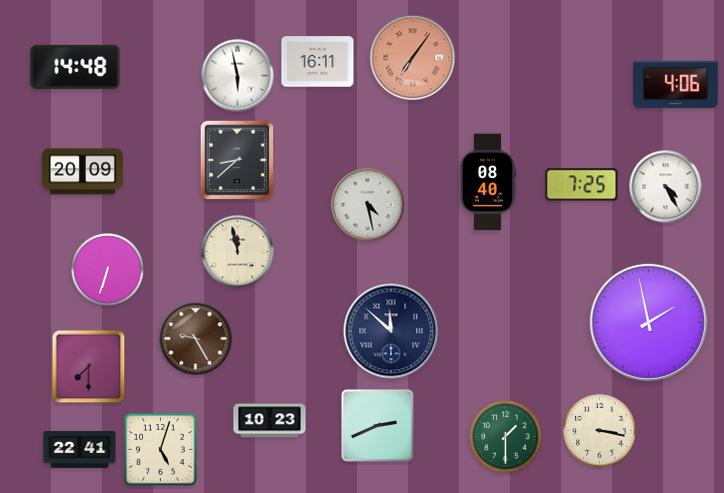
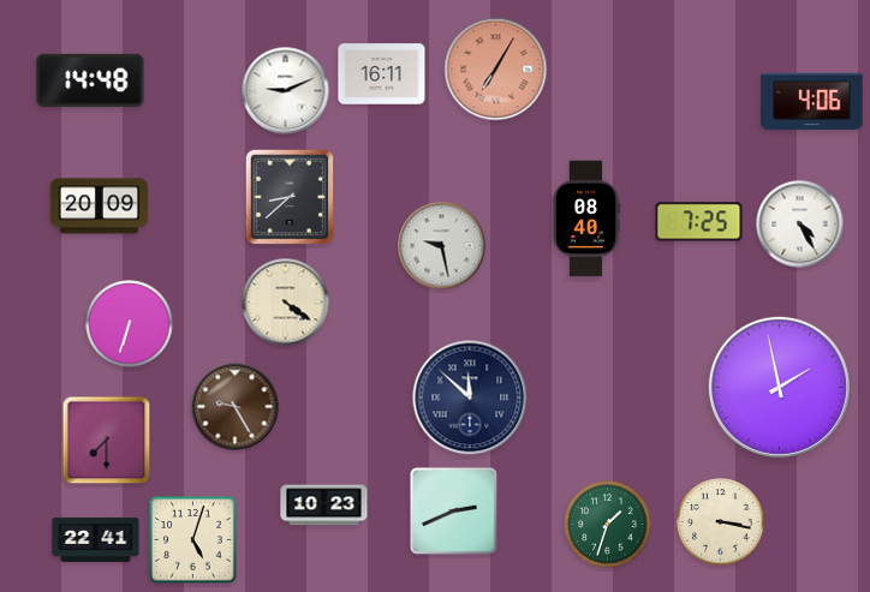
clock at (413, 58): 7:06 -> 7:05
clock at (238, 76): 5:58 -> 9:11
clock at (237, 160) position: (237, 160) -> (290, 197)
clock at (368, 205): 4:28 -> 9:28
clock at (238, 252): 11:58 -> 4:21
clock at (600, 431) position: (600, 431) -> (721, 522)
clock at (506, 437): 1:30 -> 1:33
